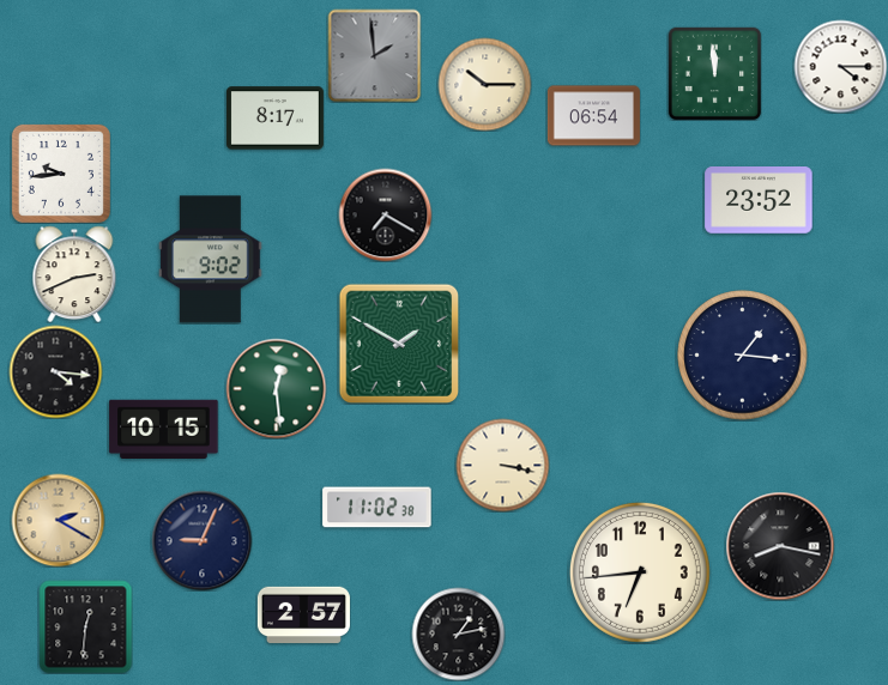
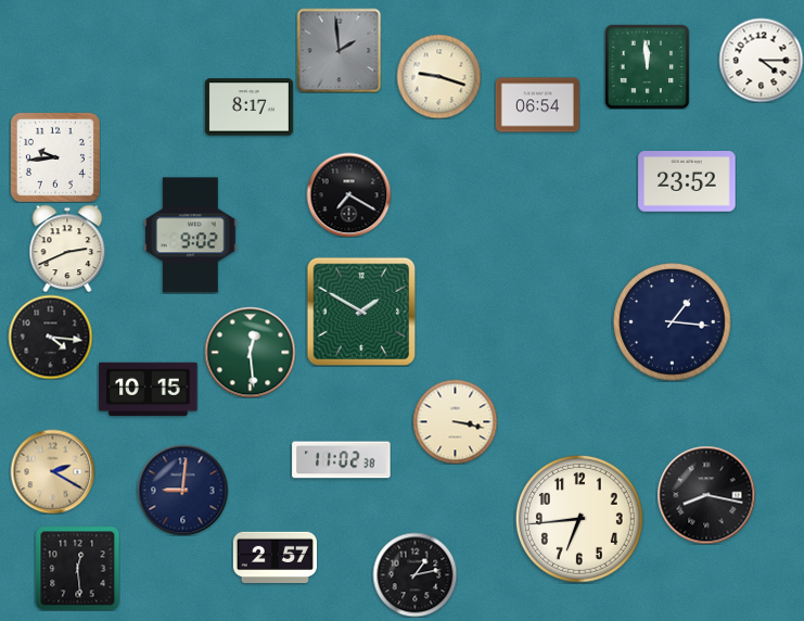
clock at (484, 84): 10:15 -> 9:18
clock at (201, 540): 9:04 -> 9:01
clock at (85, 626): 12:31 -> 12:29
